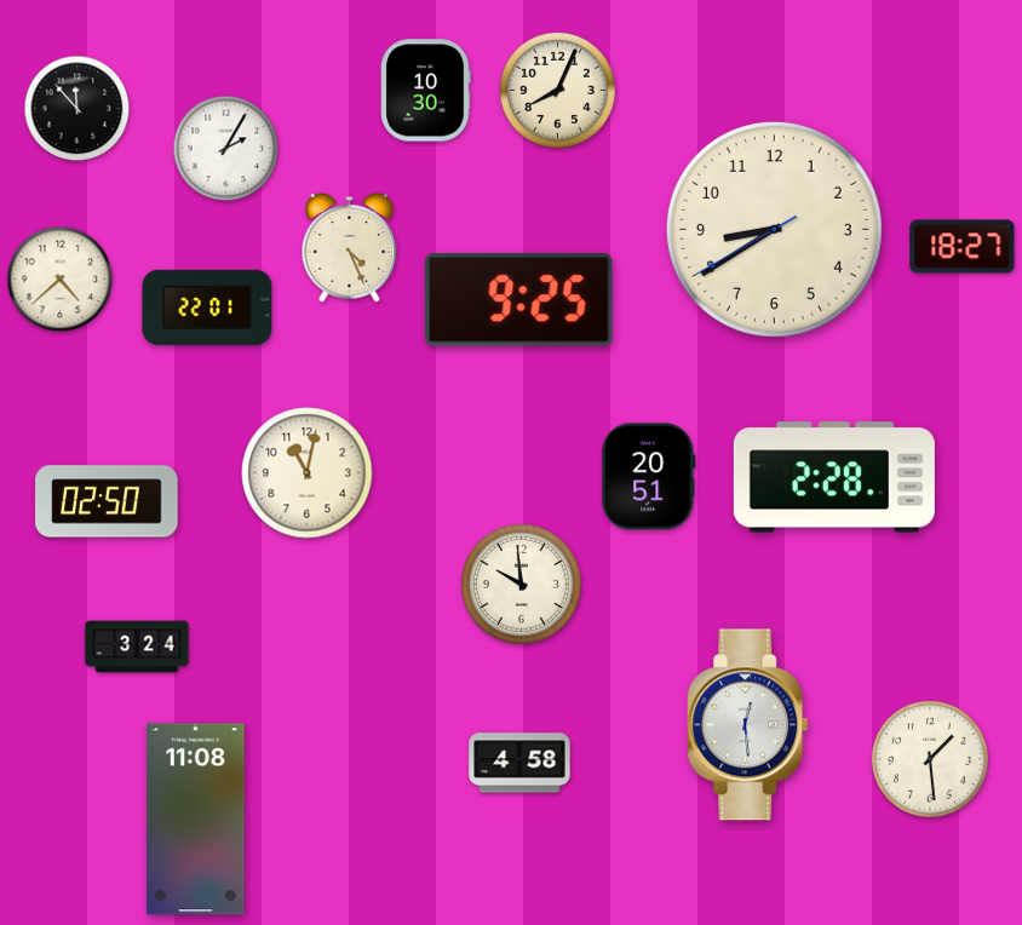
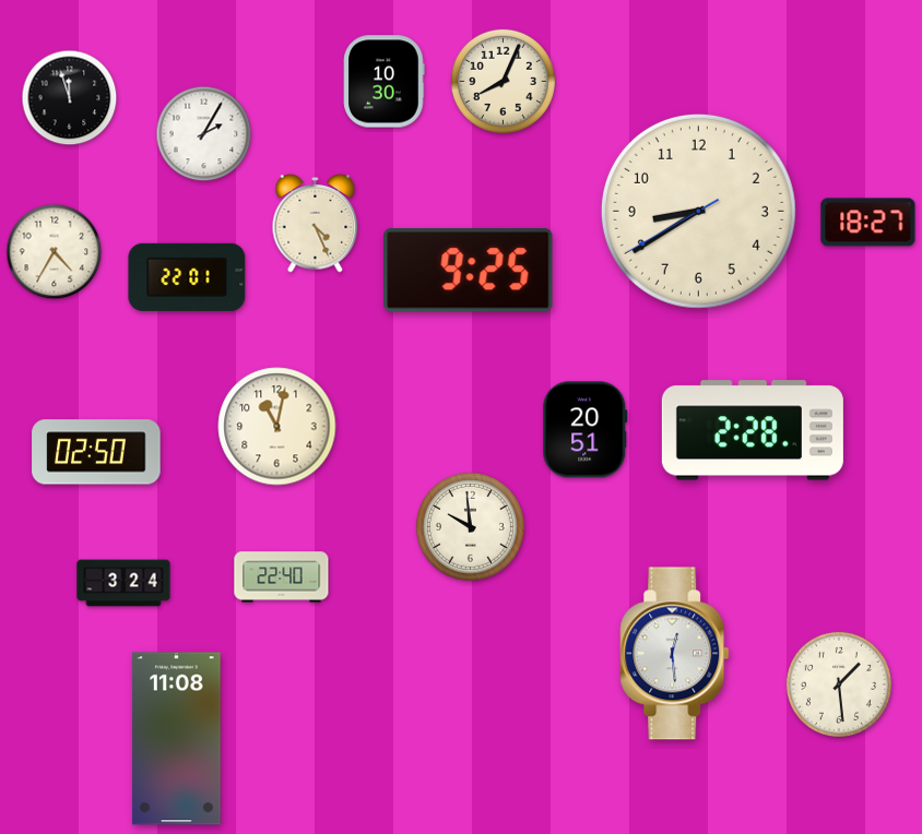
clock at (77, 109): 11:53 -> 11:57
clock at (774, 229) position: (774, 229) -> (698, 211)
clock at (61, 280): 4:38 -> 4:35
clock at (282, 577): none -> 22:40
clock at (519, 763): 4:58 -> none
